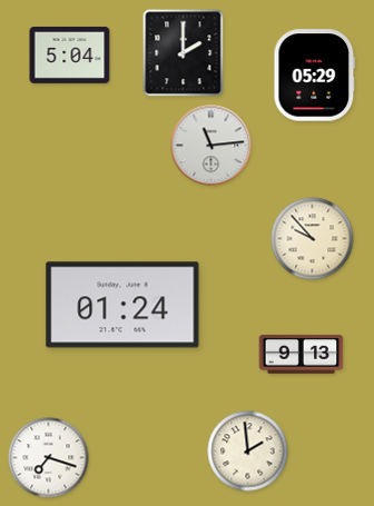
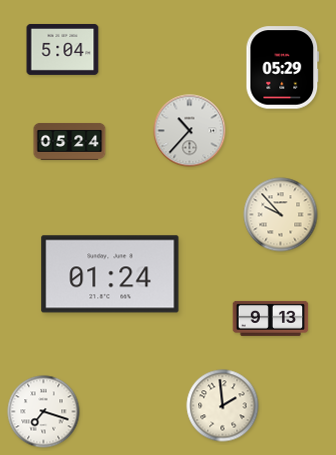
clock at (184, 53): 2:00 -> none
clock at (211, 146): 11:14 -> 10:37
clock at (70, 141): none -> 05:24
